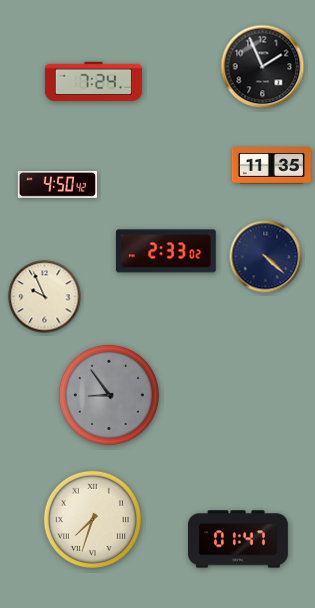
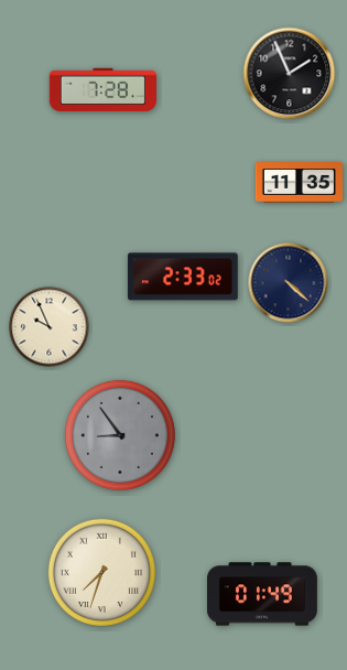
clock at (93, 81): 7:24 -> 7:28
clock at (57, 184): 4:50 -> none
clock at (266, 257) position: (266, 257) -> (289, 283)
clock at (239, 539): 01:47 -> 01:49
